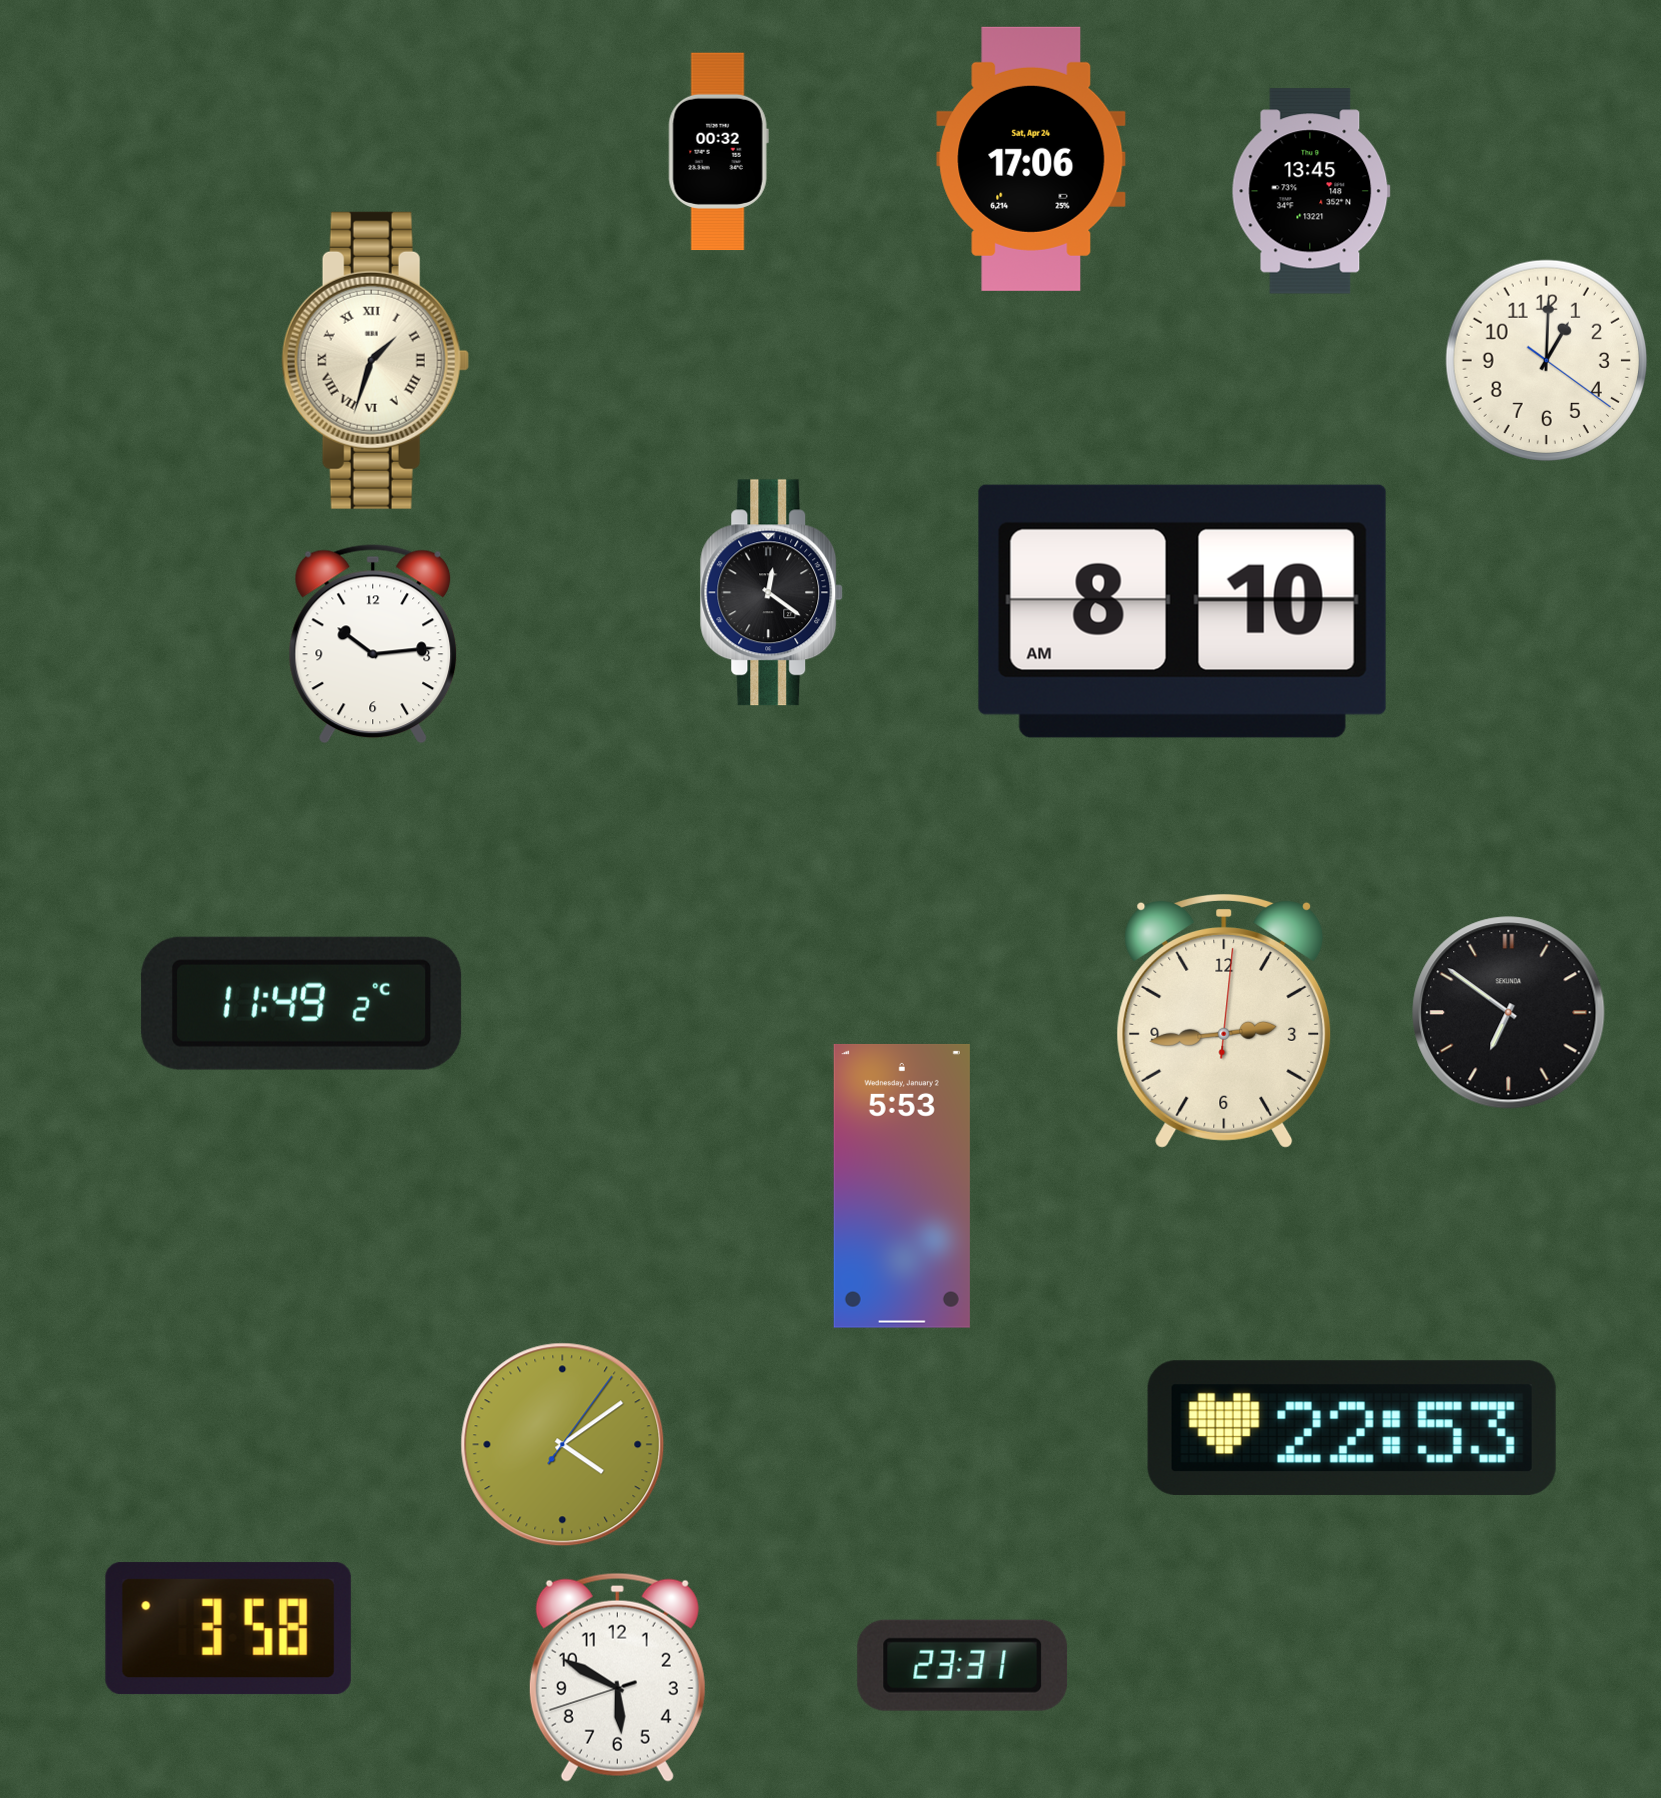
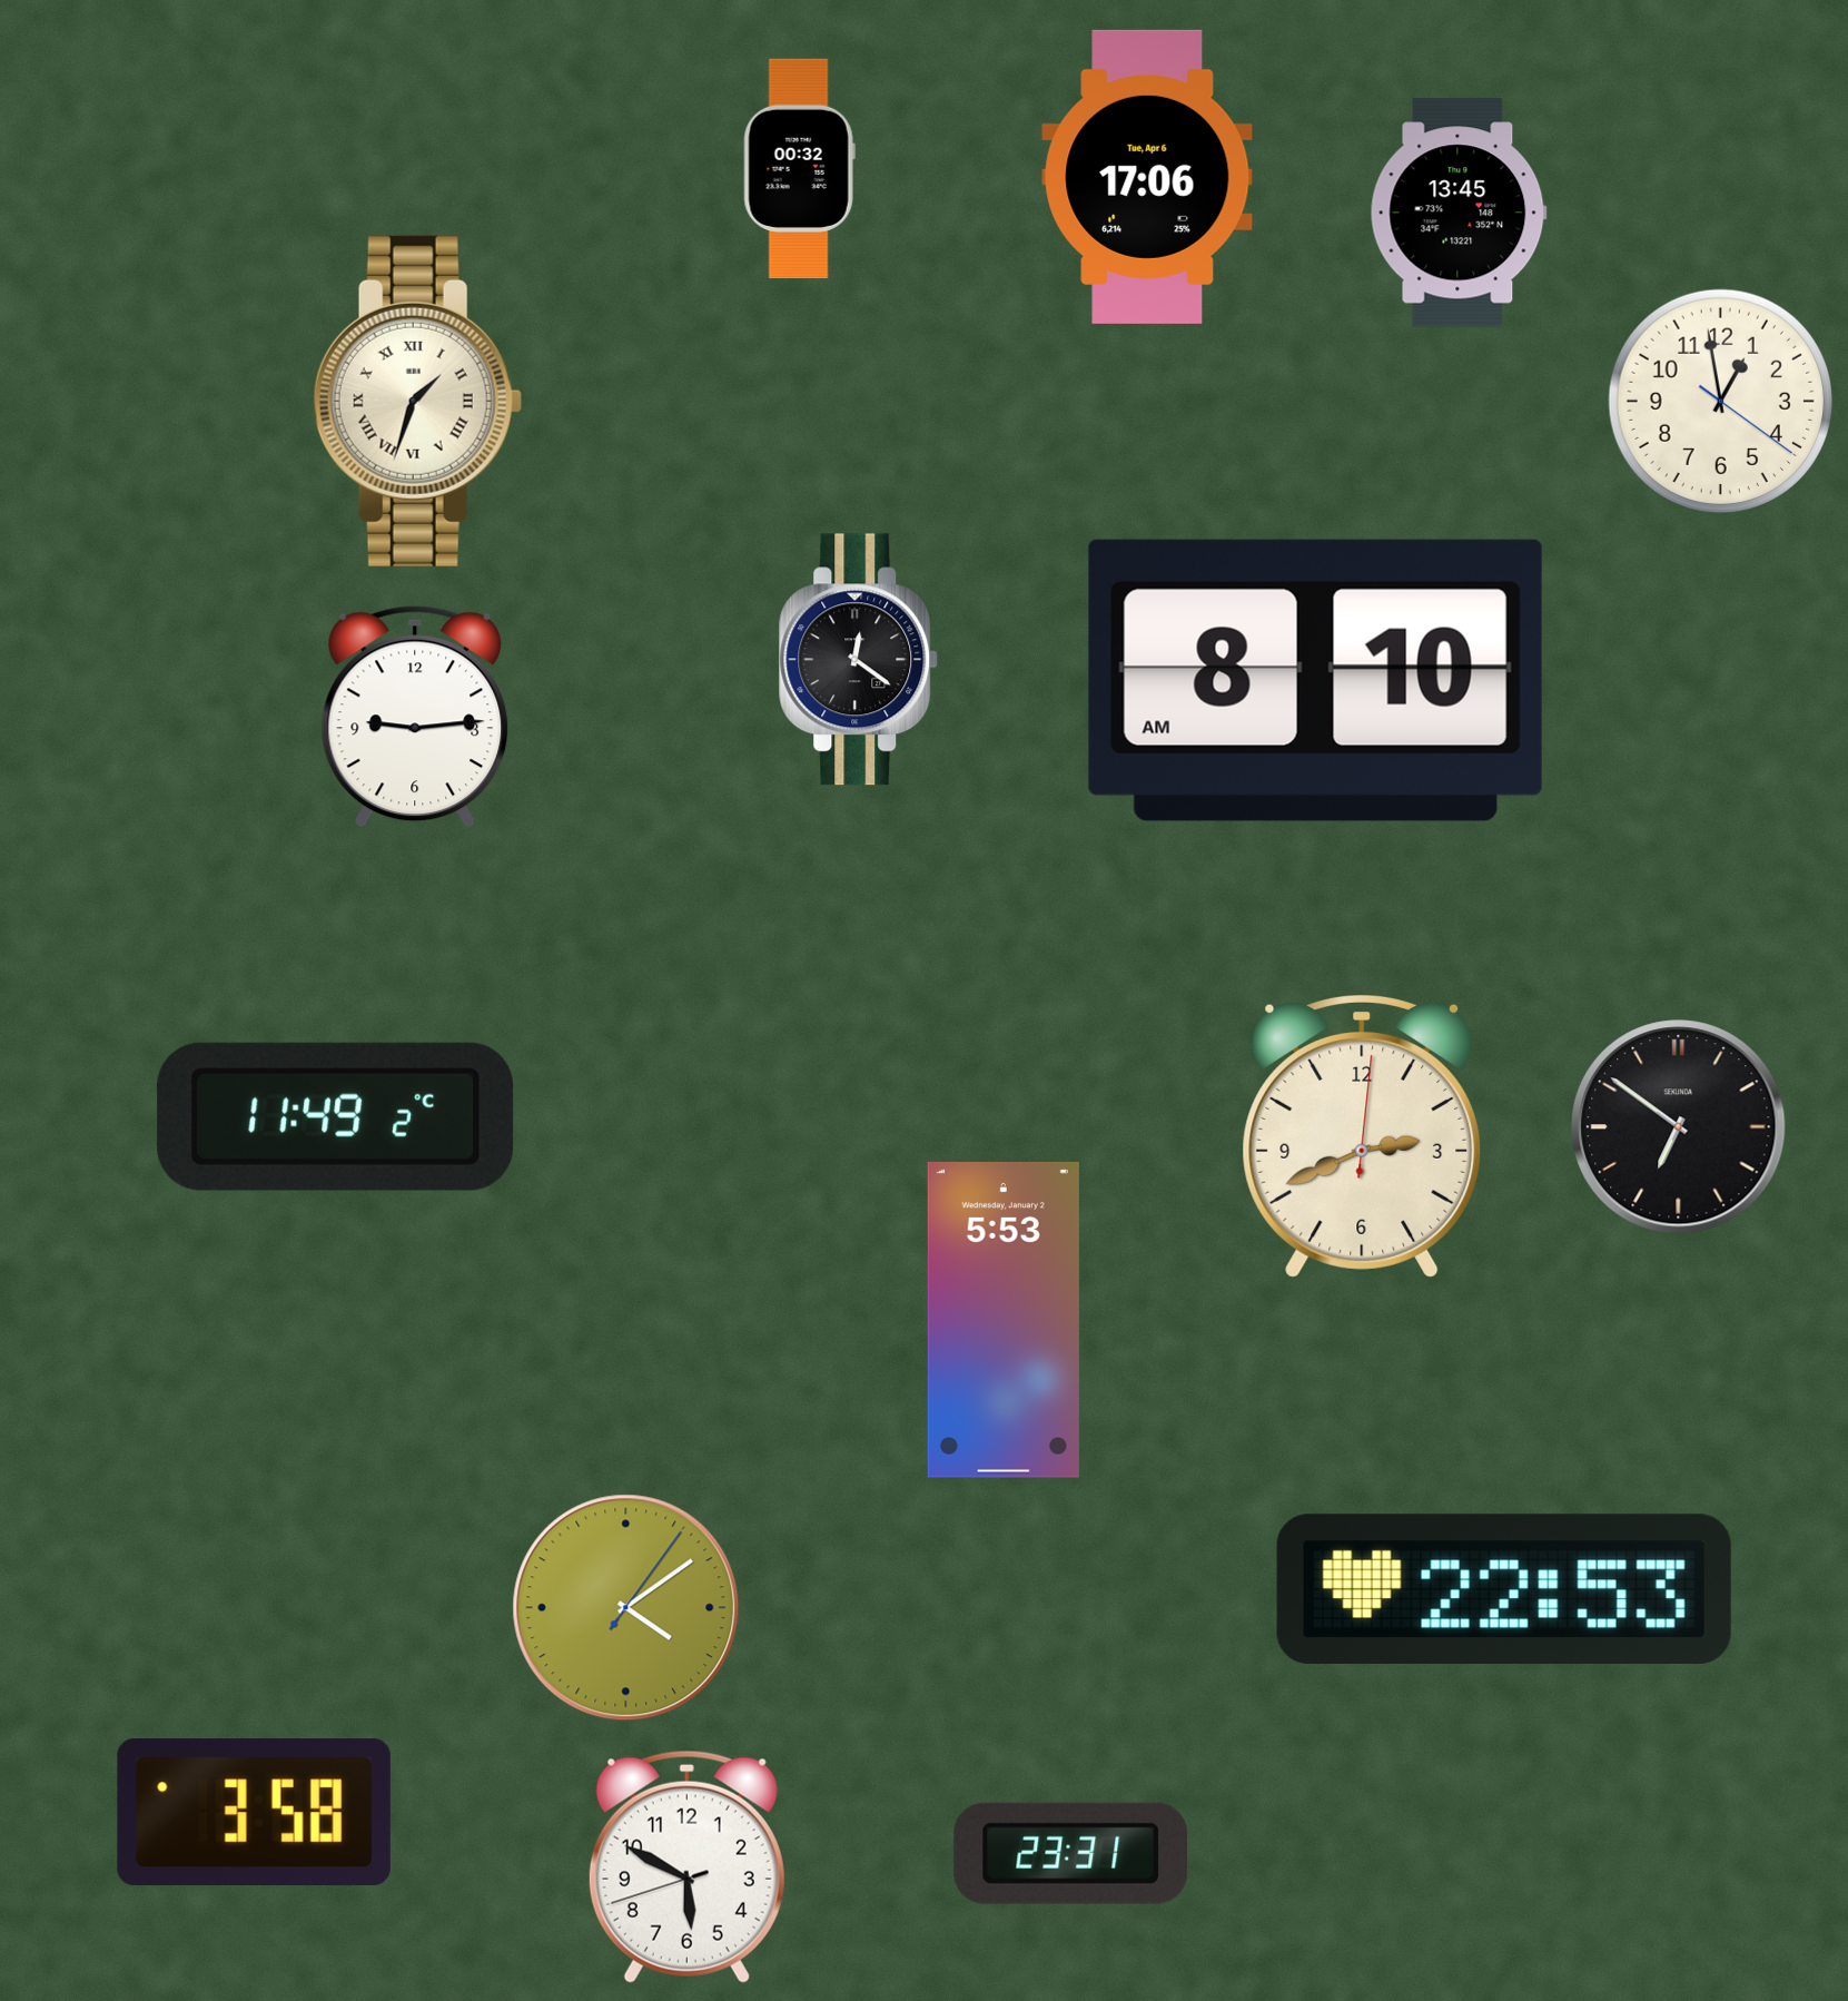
clock at (1031, 159) date: Sat, Apr 24 -> Tue, Apr 6
clock at (1546, 360): 1:00 -> 12:58
clock at (373, 644): 10:14 -> 9:14
clock at (1224, 1022): 2:44 -> 2:41
